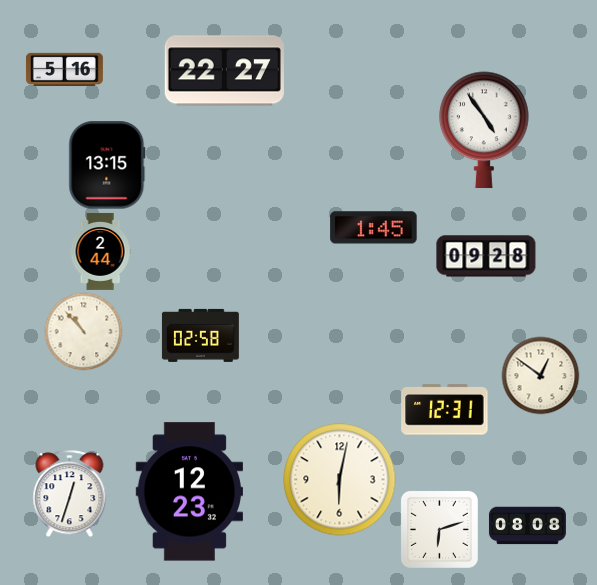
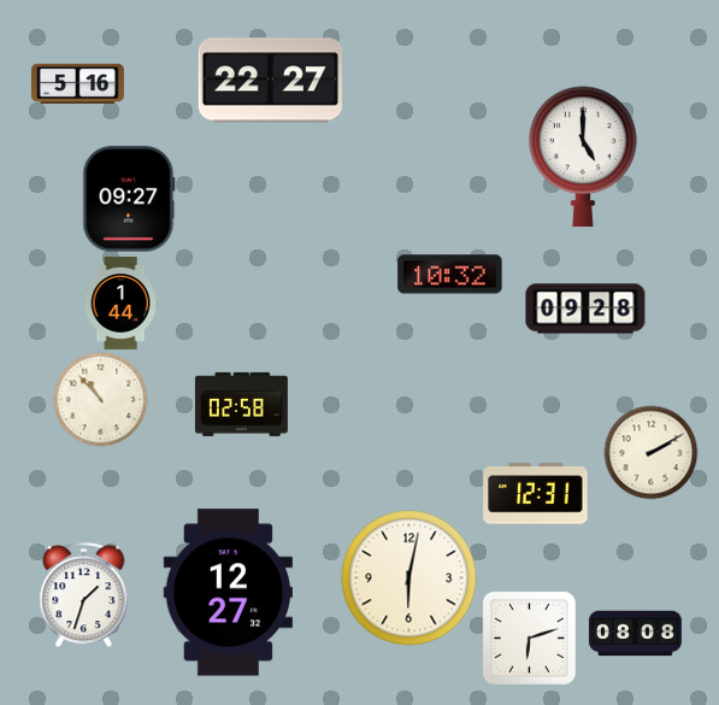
clock at (224, 71) position: (224, 71) -> (270, 81)
clock at (484, 130): 4:54 -> 5:00
clock at (107, 165): 13:15 -> 09:27
clock at (374, 228): 1:45 -> 10:32
clock at (100, 251): 2:44 -> 1:44
clock at (540, 375): 12:51 -> 2:10
clock at (189, 492): 12:23 -> 12:27
clock at (70, 493): 12:33 -> 1:33
